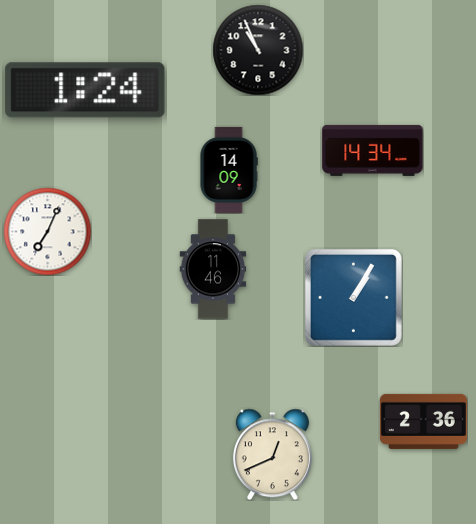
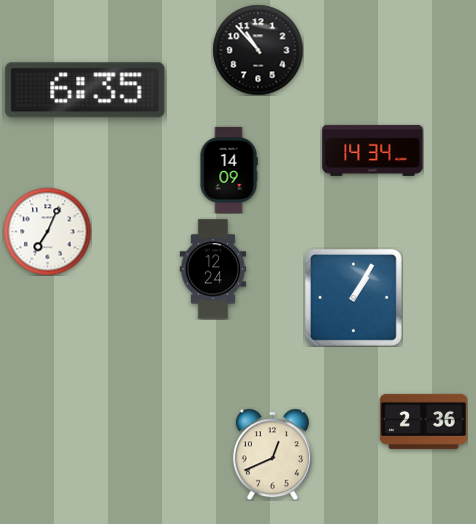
clock at (258, 50): 10:56 -> 10:53
clock at (85, 90): 1:24 -> 6:35
clock at (213, 269): 11:46 -> 12:24
